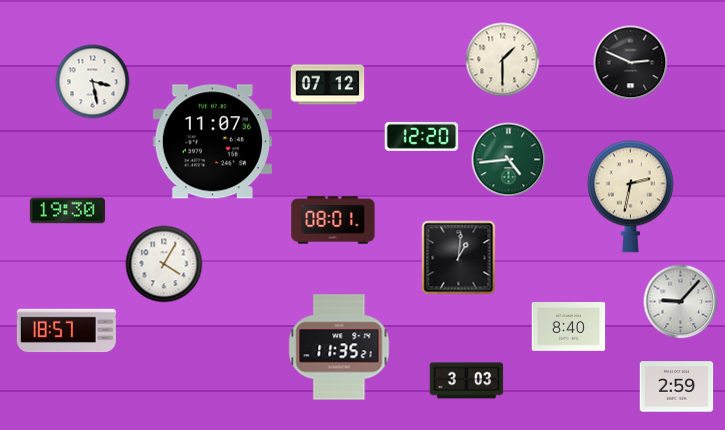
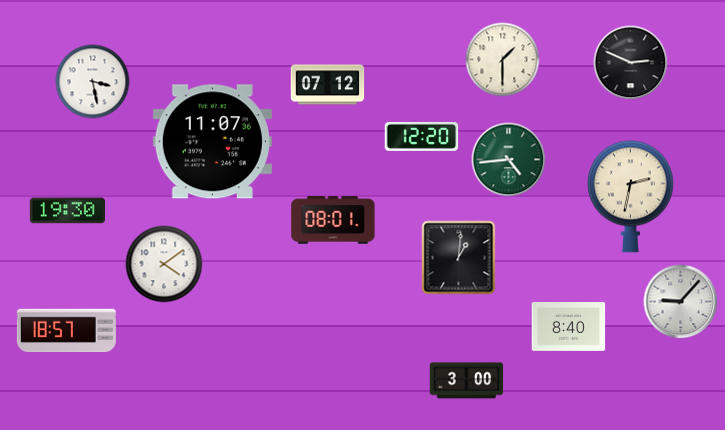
clock at (164, 264): 4:05 -> 4:09
clock at (339, 347): 11:35 -> none
clock at (467, 381): 3:03 -> 3:00
clock at (677, 387): 2:59 -> none
